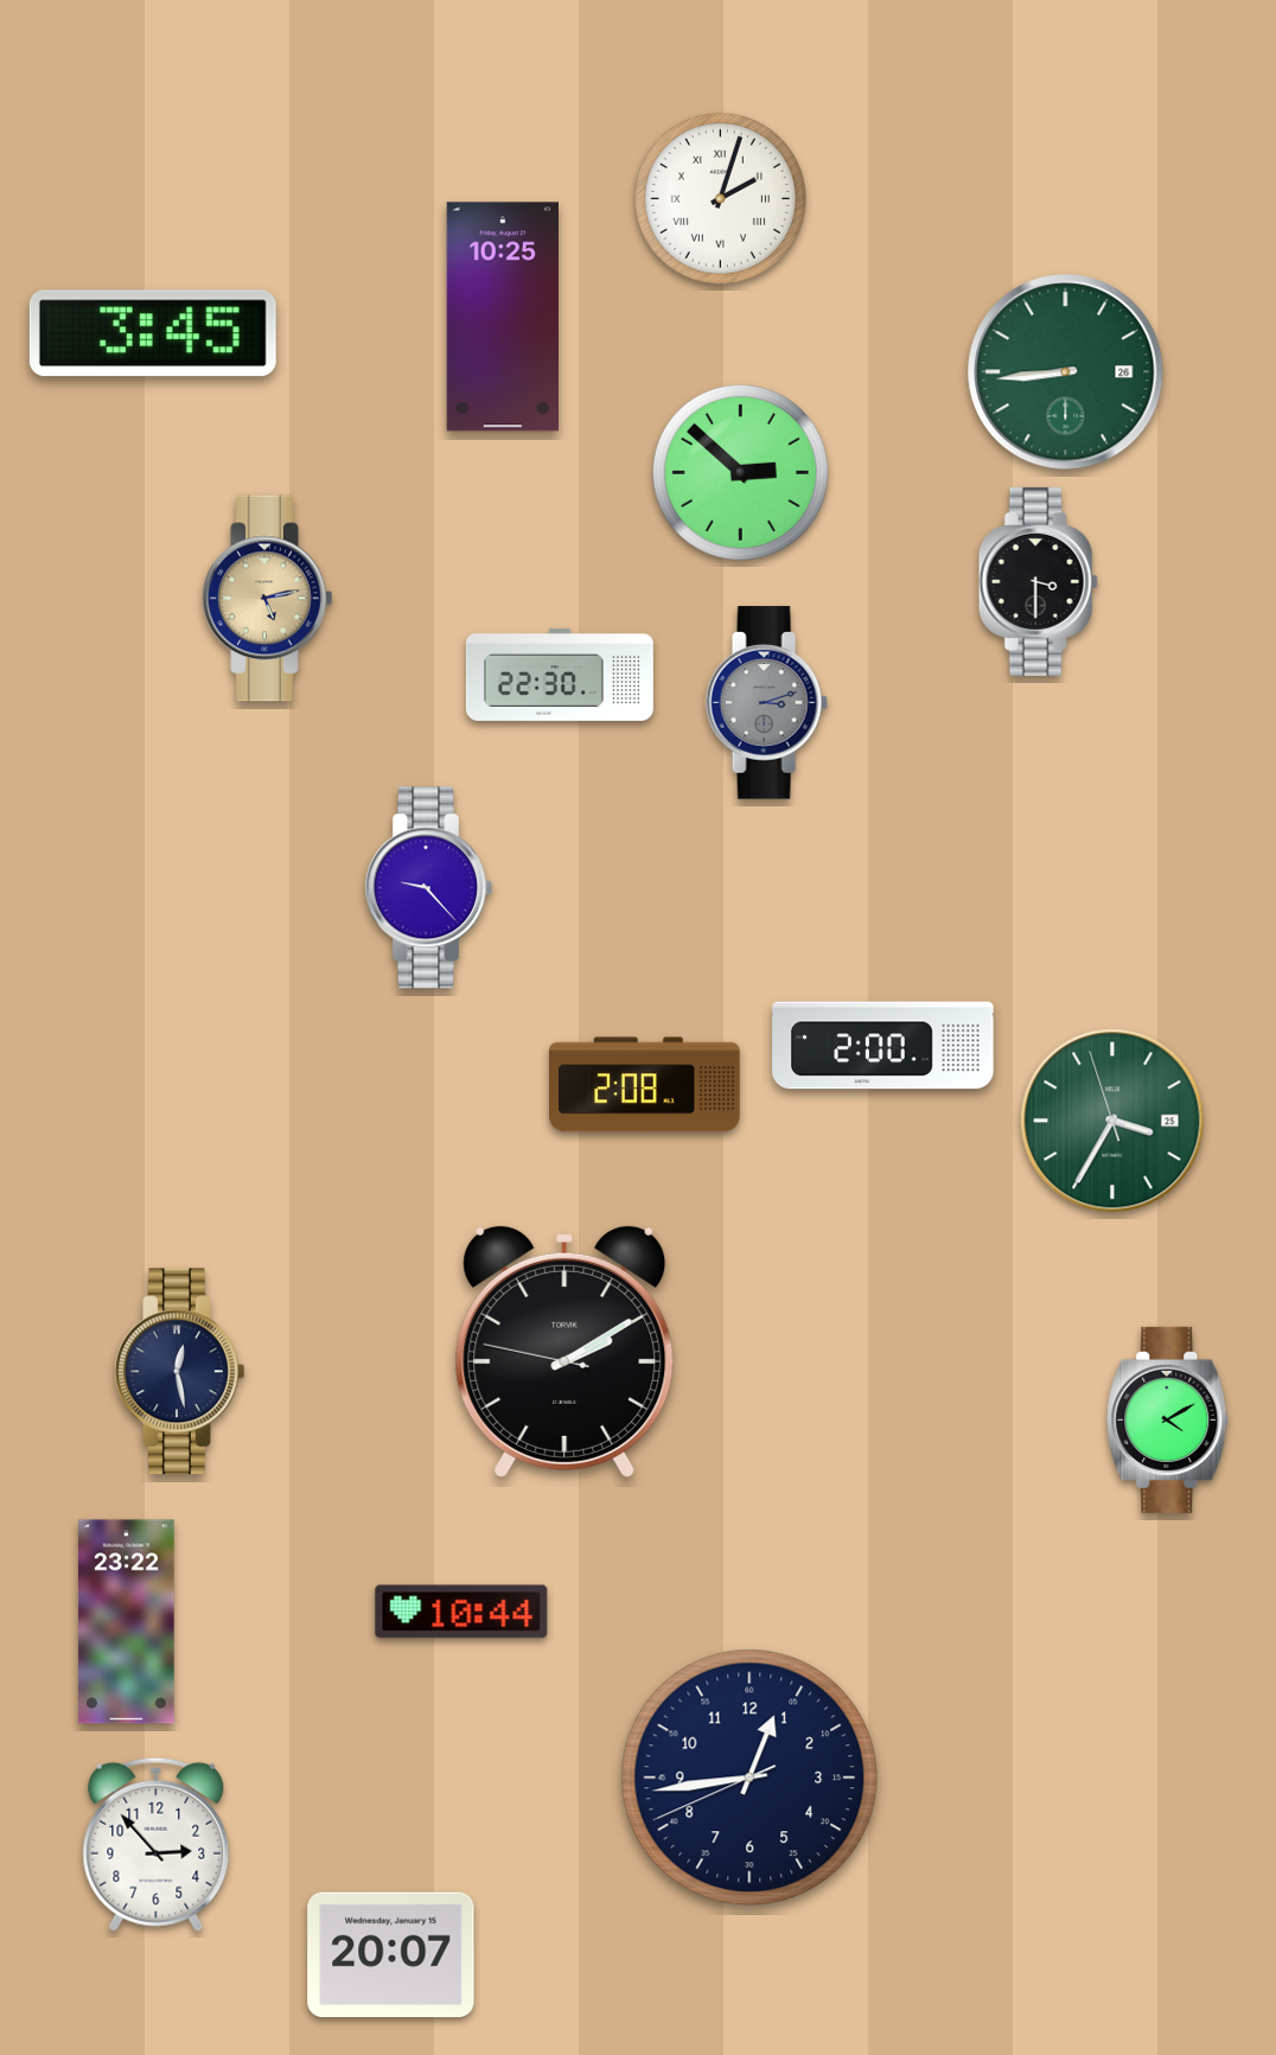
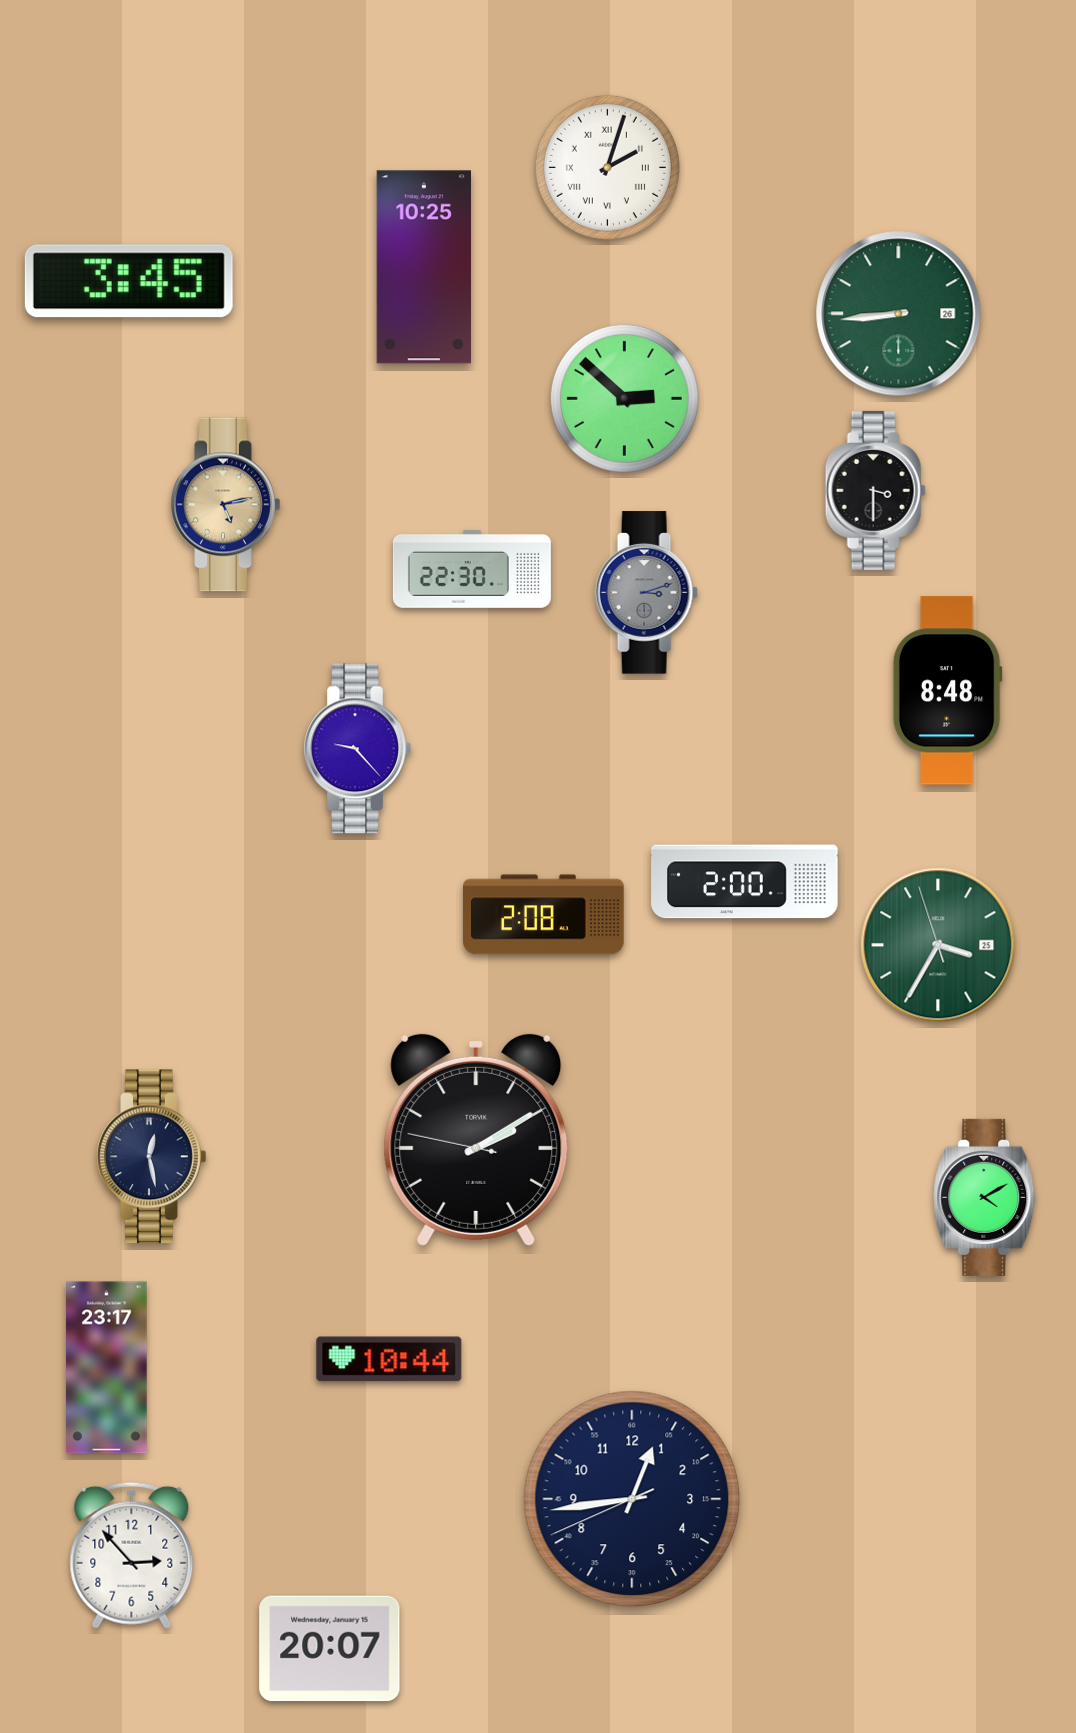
clock at (947, 691): none -> 8:48
clock at (428, 888) position: (428, 888) -> (357, 749)
clock at (127, 1622): 23:22 -> 23:17
